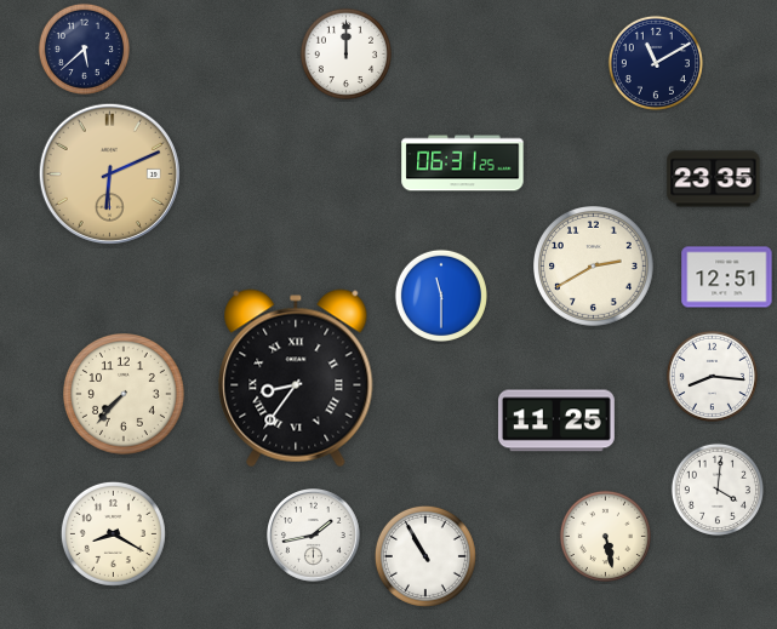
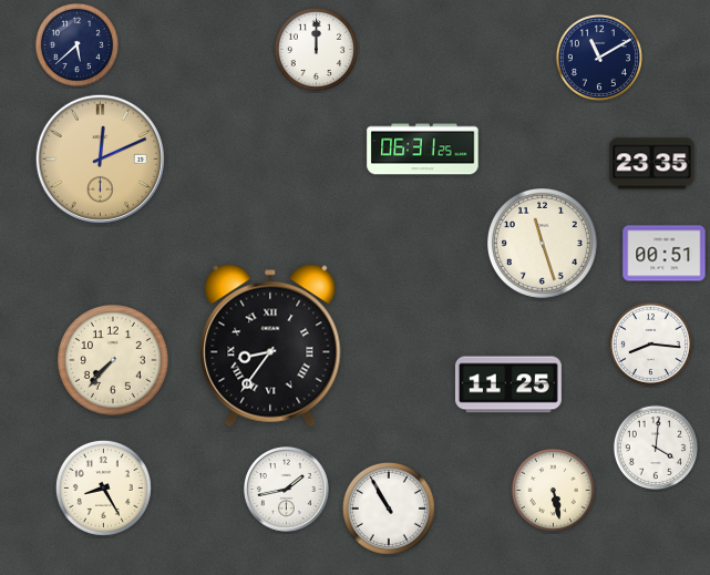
clock at (109, 173): 6:11 -> 12:11
clock at (594, 267): 2:40 -> 11:27
clock at (727, 278): 12:51 -> 00:51
clock at (441, 296): 11:30 -> none
clock at (113, 533): 8:20 -> 8:25
